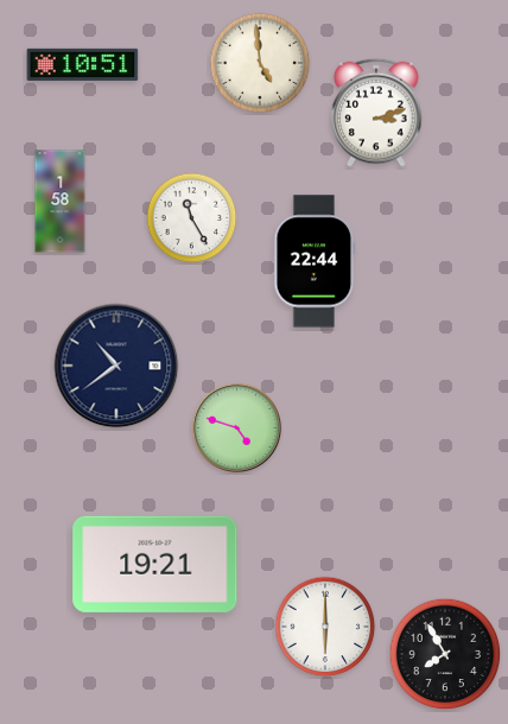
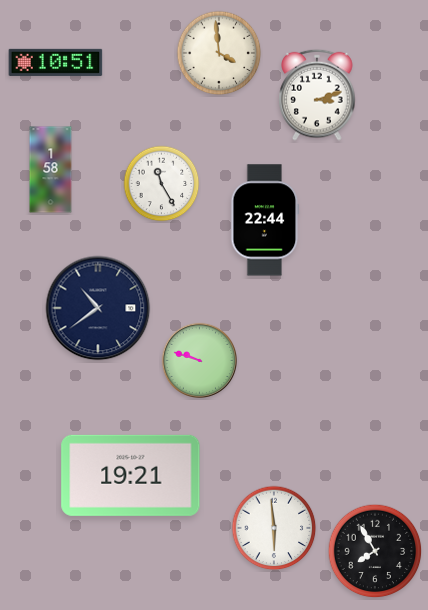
clock at (260, 63): 4:59 -> 3:59
clock at (83, 64) position: (83, 64) -> (56, 62)
clock at (236, 427): 4:48 -> 9:48
clock at (325, 627): 6:00 -> 5:59
